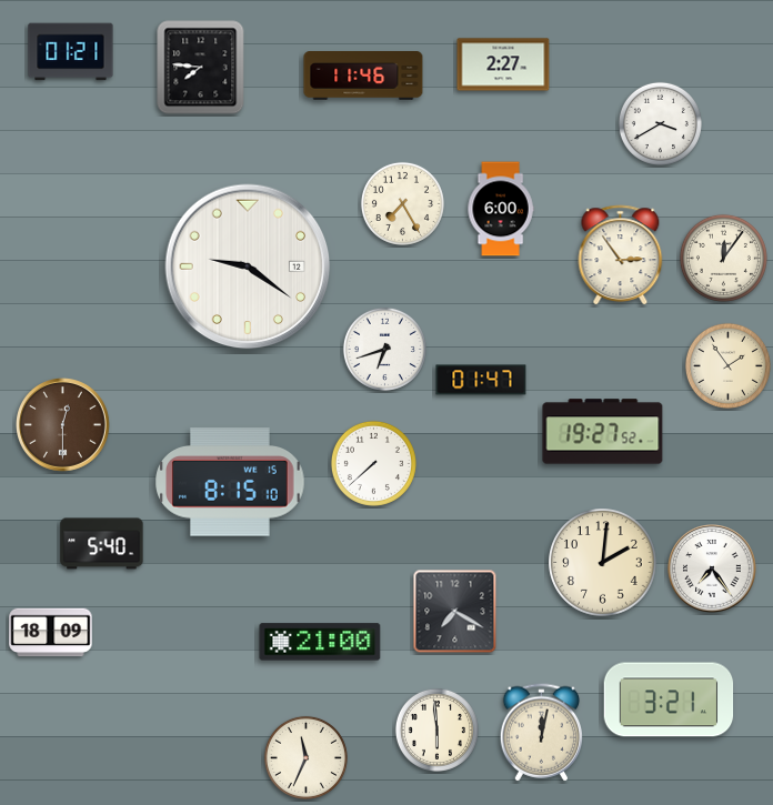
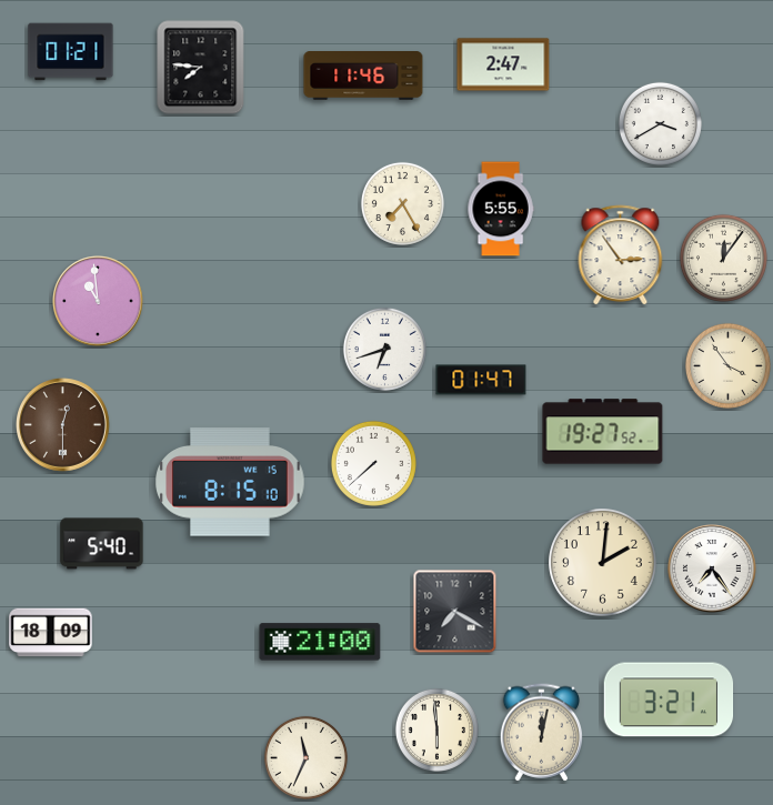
clock at (503, 64): 2:27 -> 2:47
clock at (501, 209): 6:00 -> 5:55
clock at (248, 266): 9:21 -> none
clock at (99, 302): none -> 10:59
clock at (727, 365): 1:54 -> 3:54
